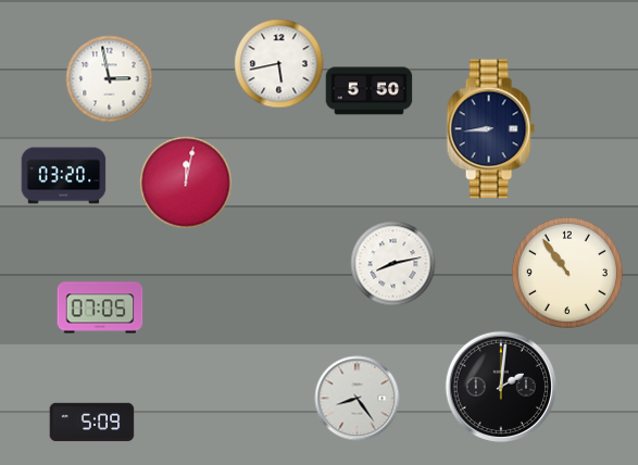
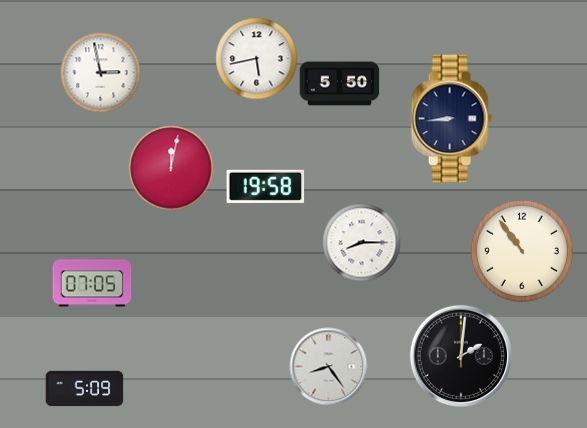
clock at (63, 176): 03:20 -> none
clock at (265, 186): none -> 19:58
clock at (392, 263): 8:13 -> 8:15
